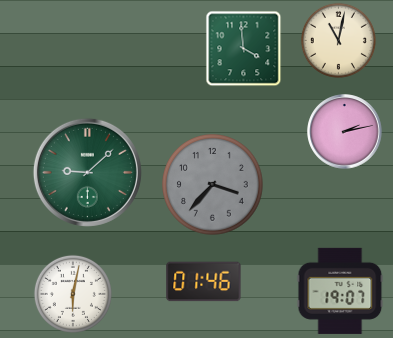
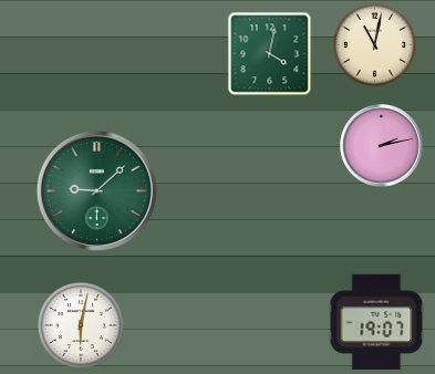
clock at (244, 49): 3:59 -> 4:02
clock at (213, 185): 3:37 -> none
clock at (204, 282): 01:46 -> none
